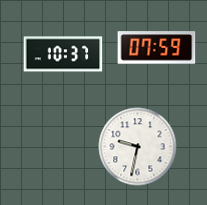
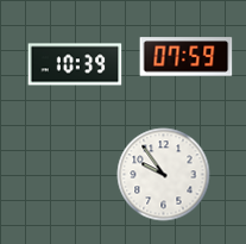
clock at (63, 54): 10:37 -> 10:39
clock at (137, 146): 9:32 -> 9:54
